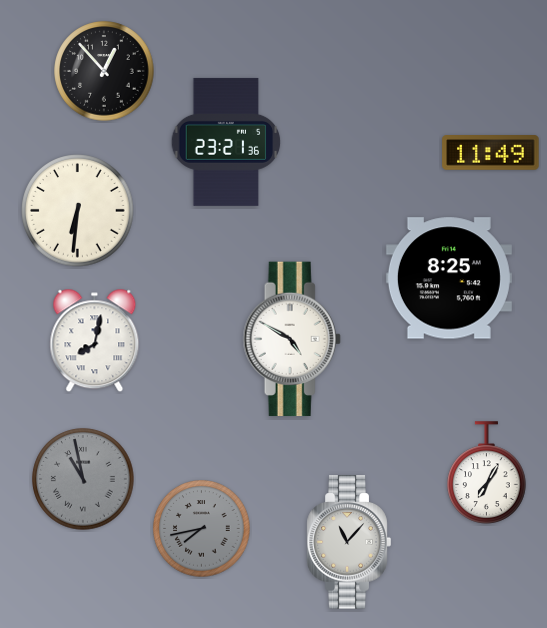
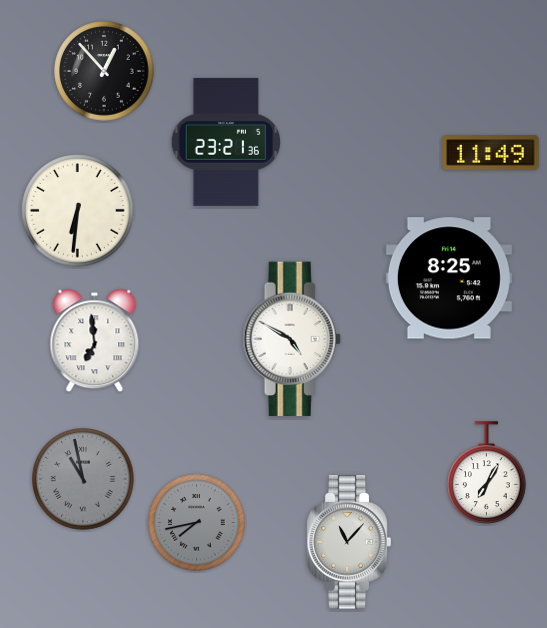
clock at (95, 341): 8:02 -> 6:59
clock at (202, 529) position: (202, 529) -> (197, 523)
